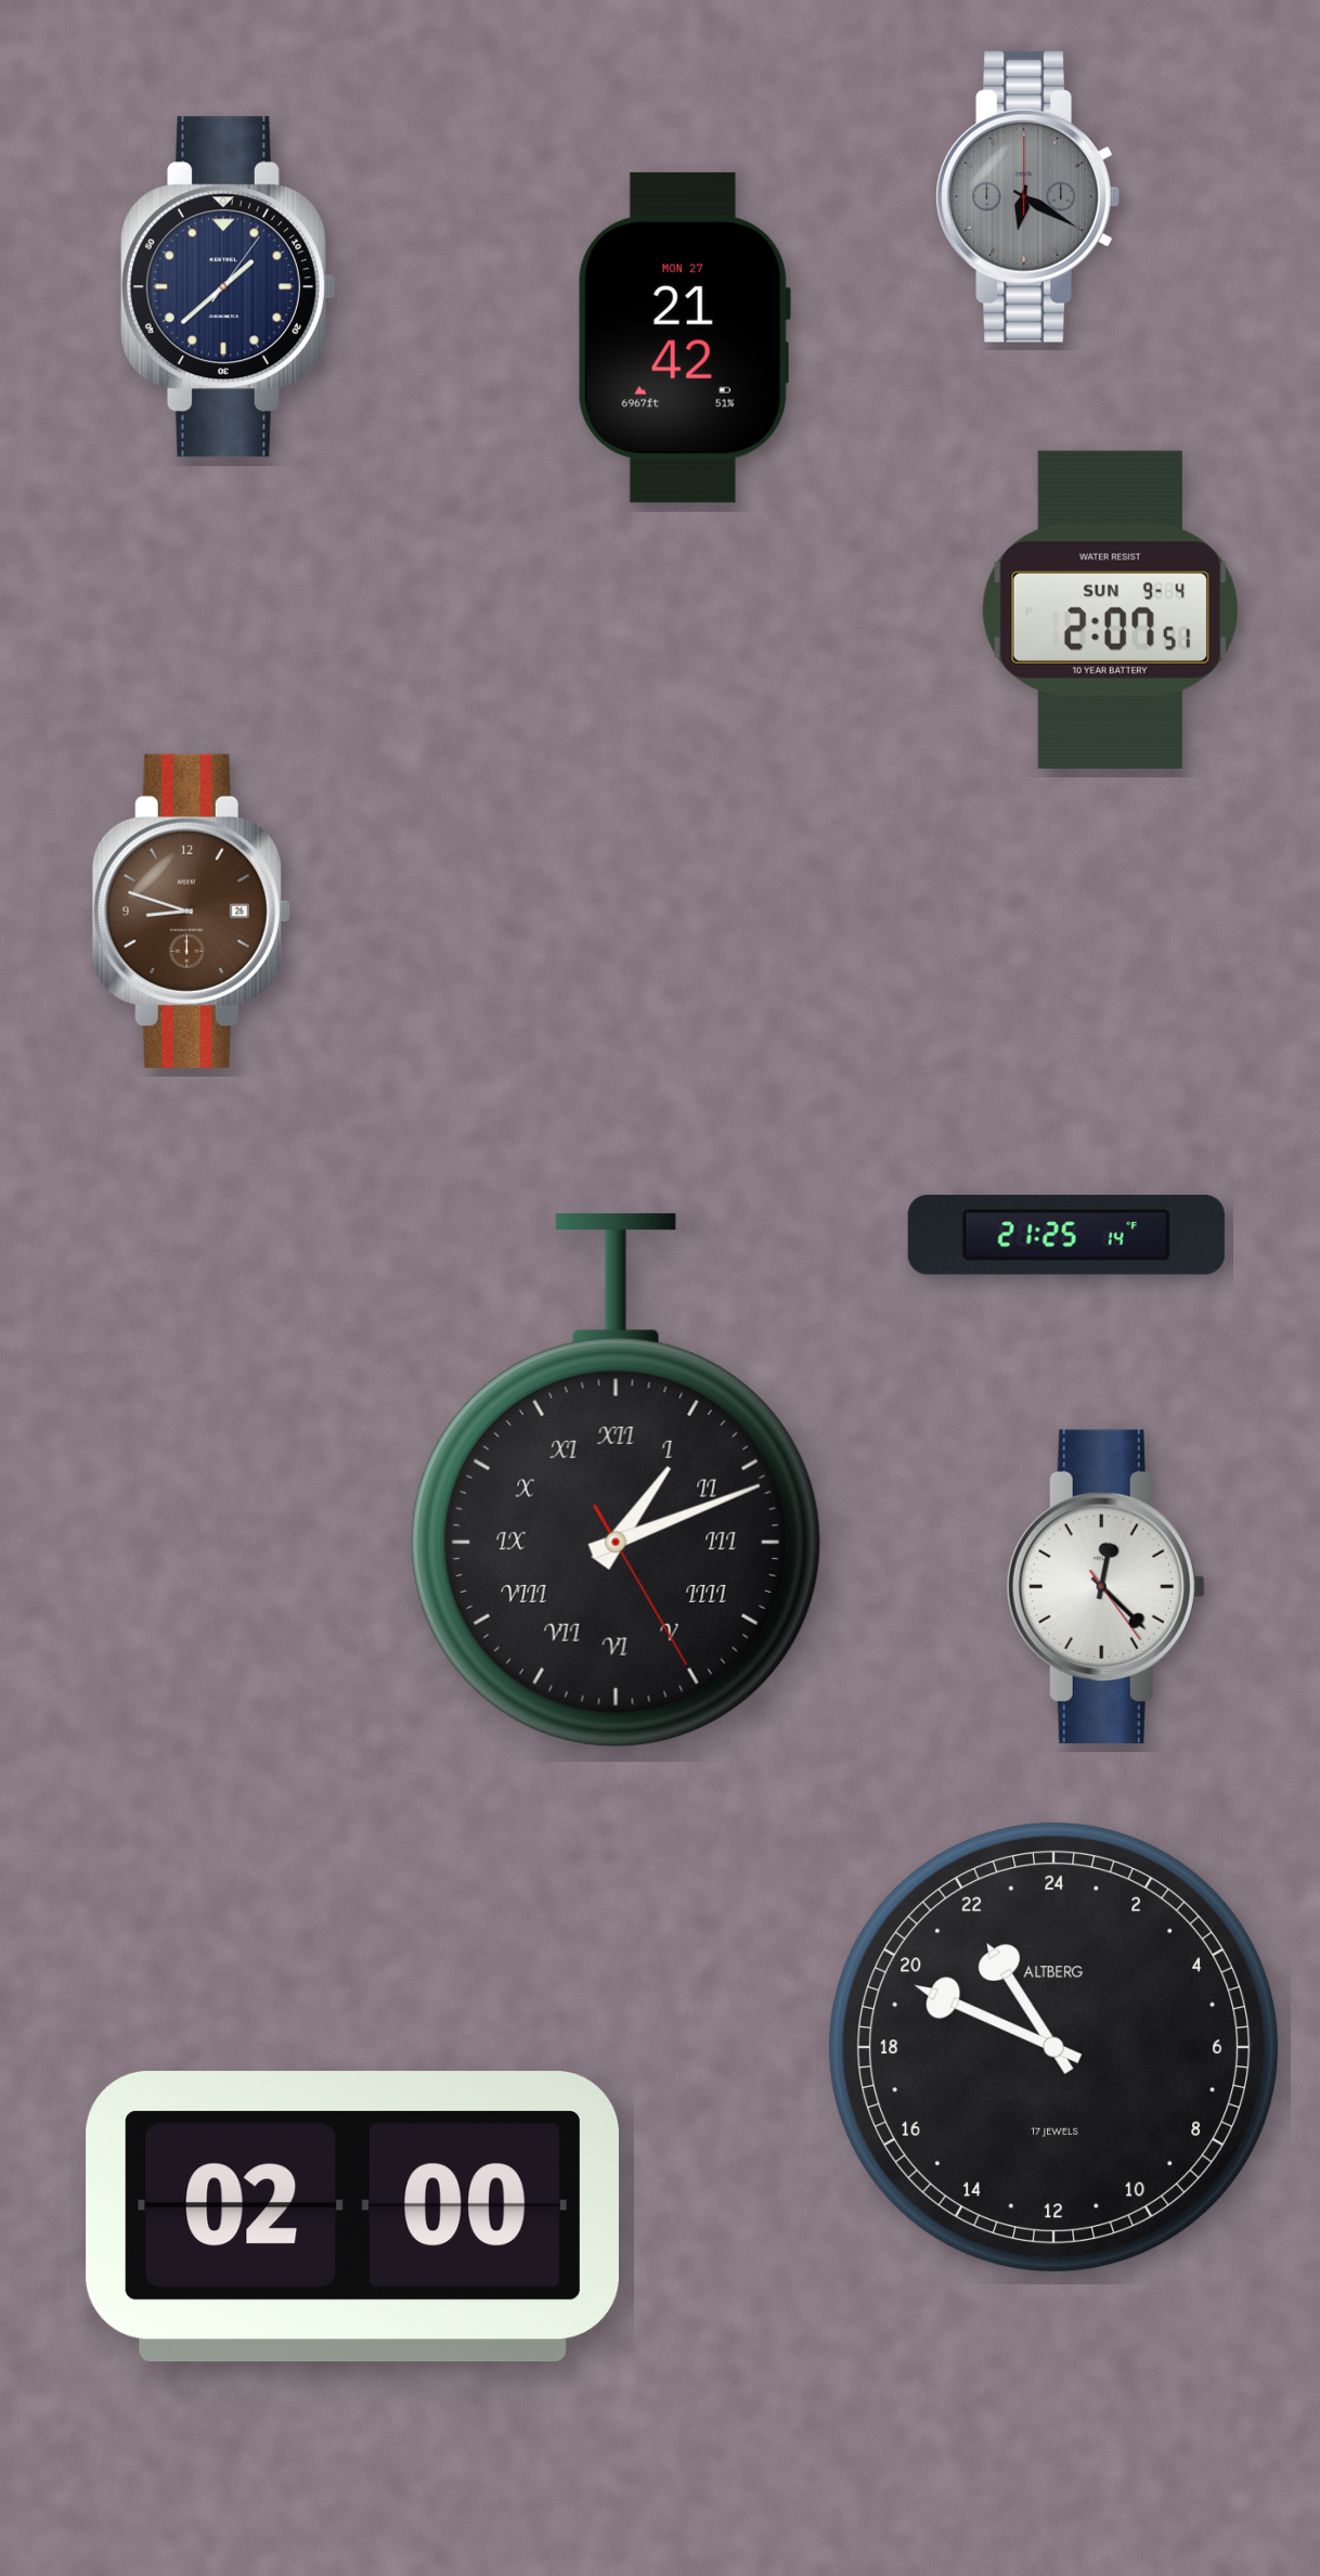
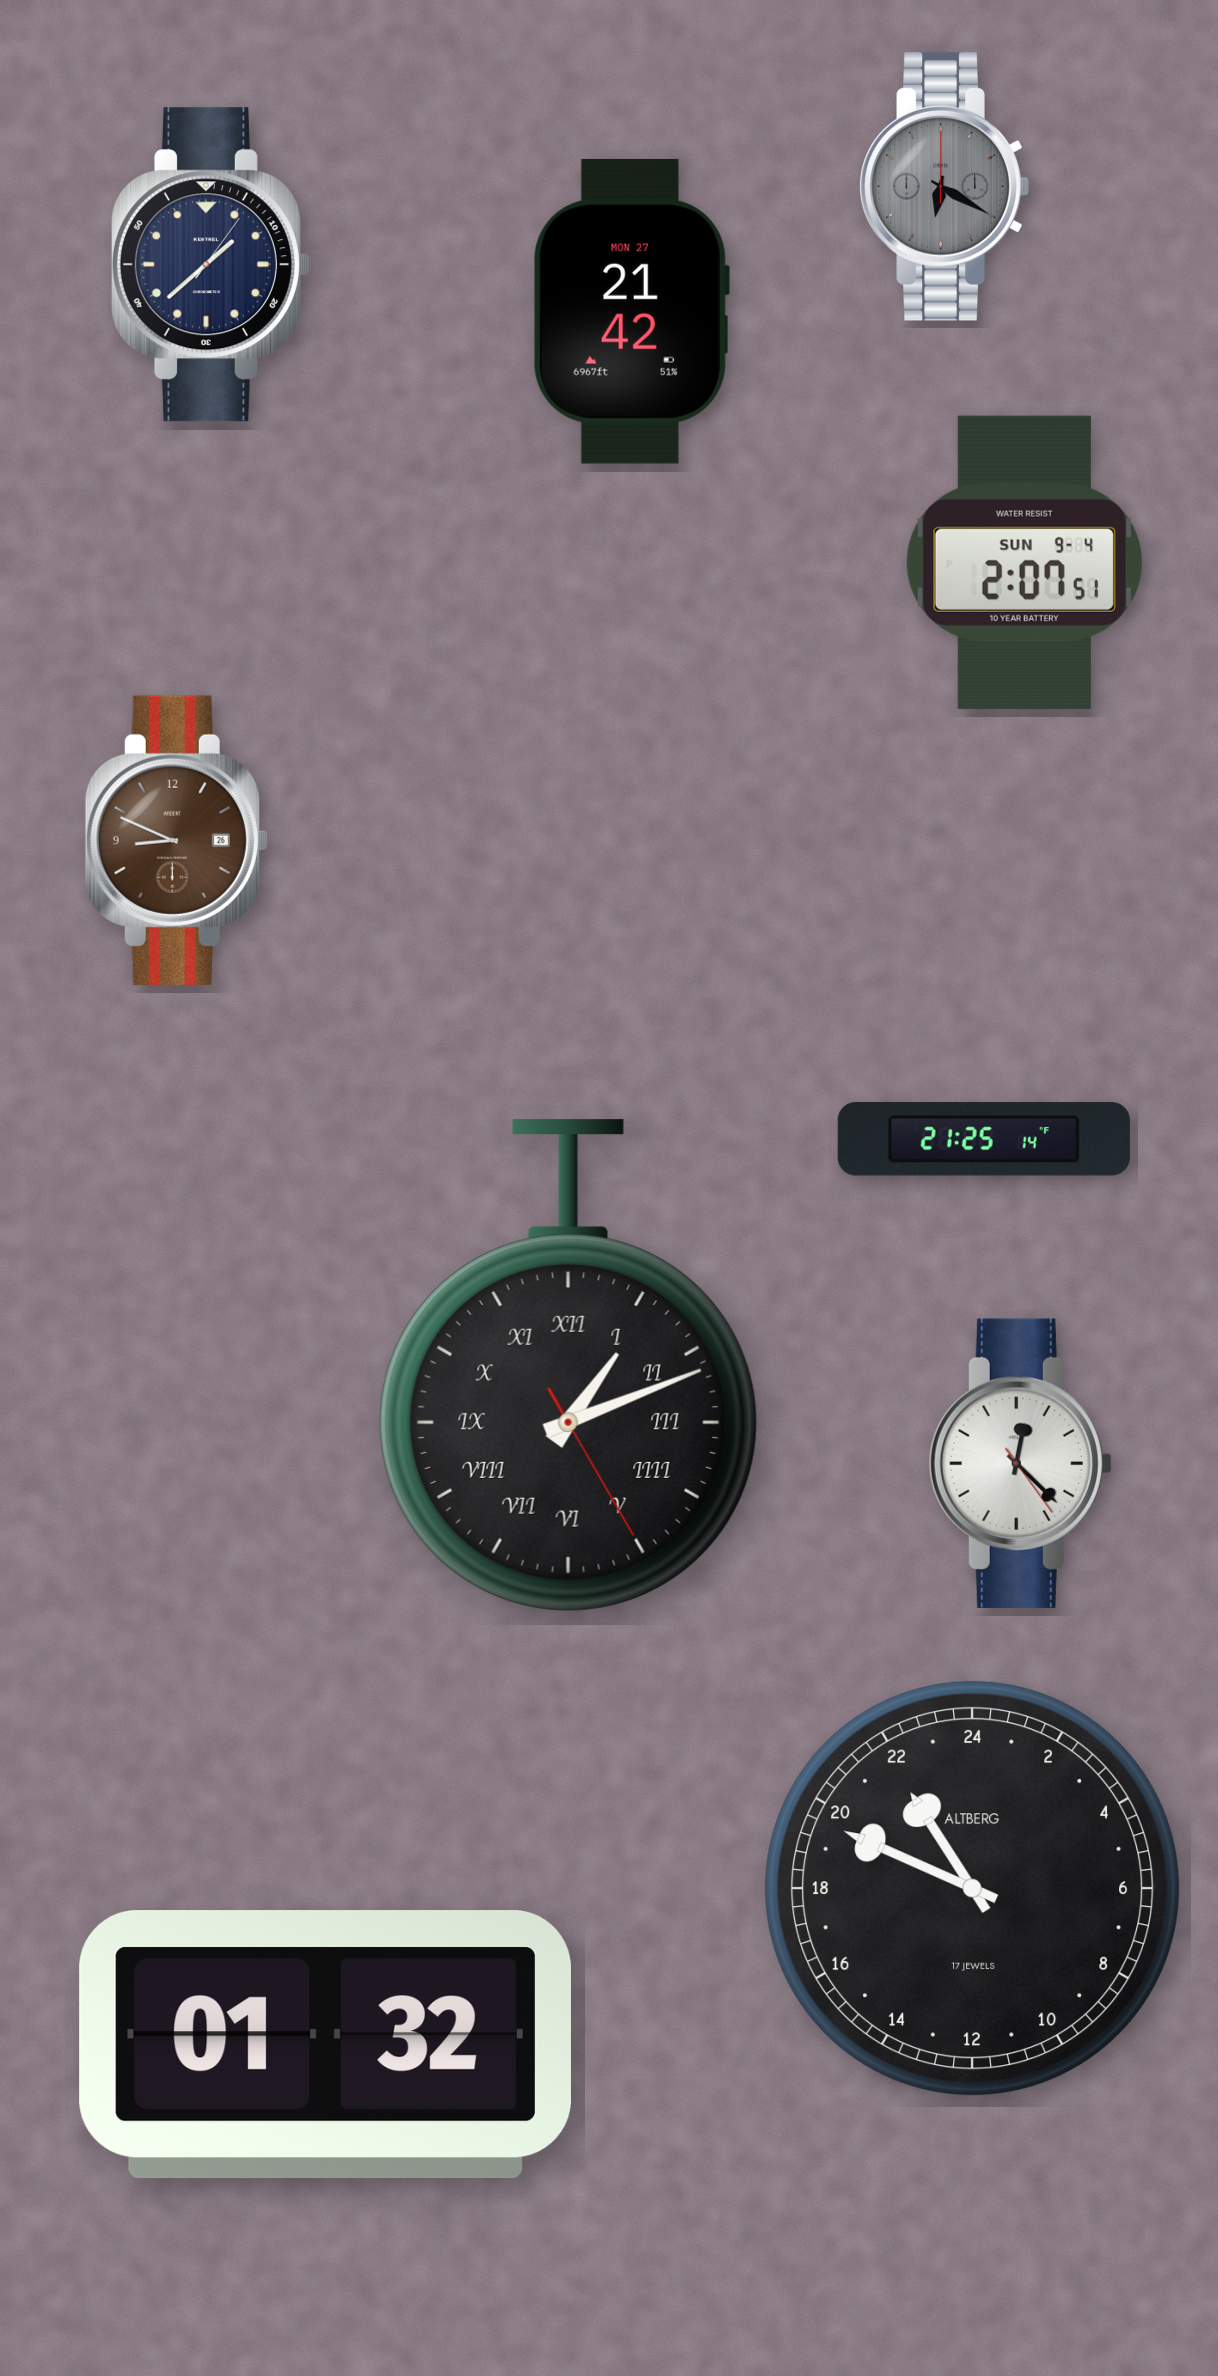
clock at (1027, 196) position: (1027, 196) -> (944, 186)
clock at (191, 911): 8:48 -> 8:49
clock at (352, 2217): 02:00 -> 01:32
